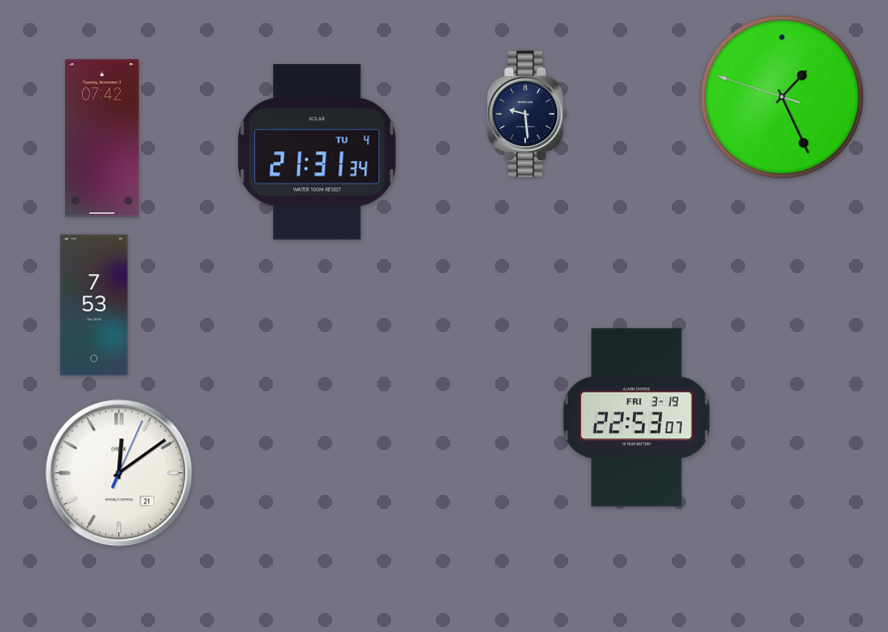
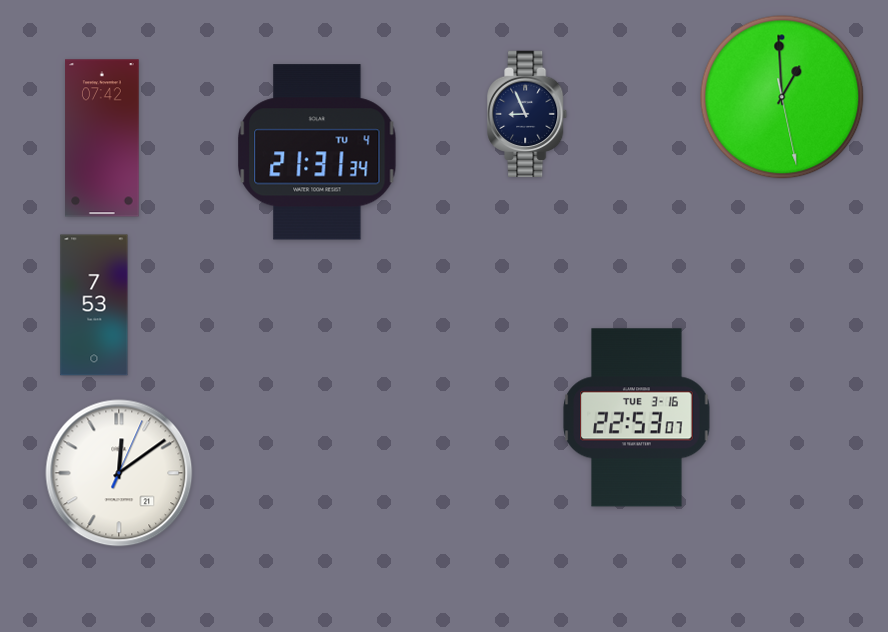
clock at (782, 97): 1:25 -> 12:59
clock at (528, 114): 9:29 -> 8:56
clock at (637, 418) date: FRI 3-19 -> TUE 3-16
